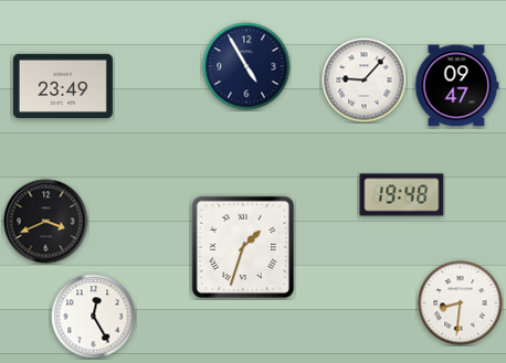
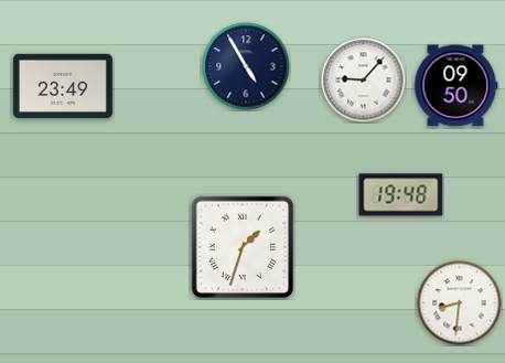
clock at (456, 86): 09:47 -> 09:50
clock at (46, 222): 3:41 -> none
clock at (94, 317): 12:25 -> none
